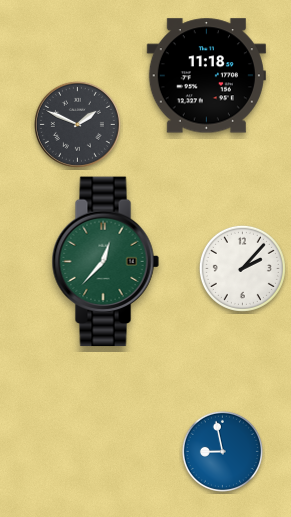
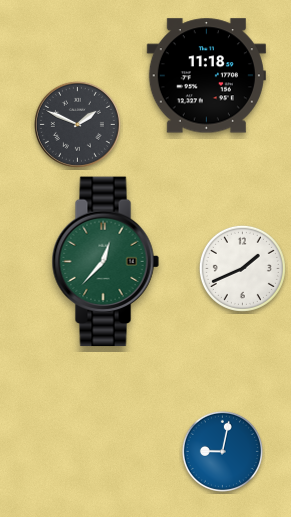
clock at (242, 268): 2:07 -> 1:41
clock at (222, 451): 8:58 -> 9:02
